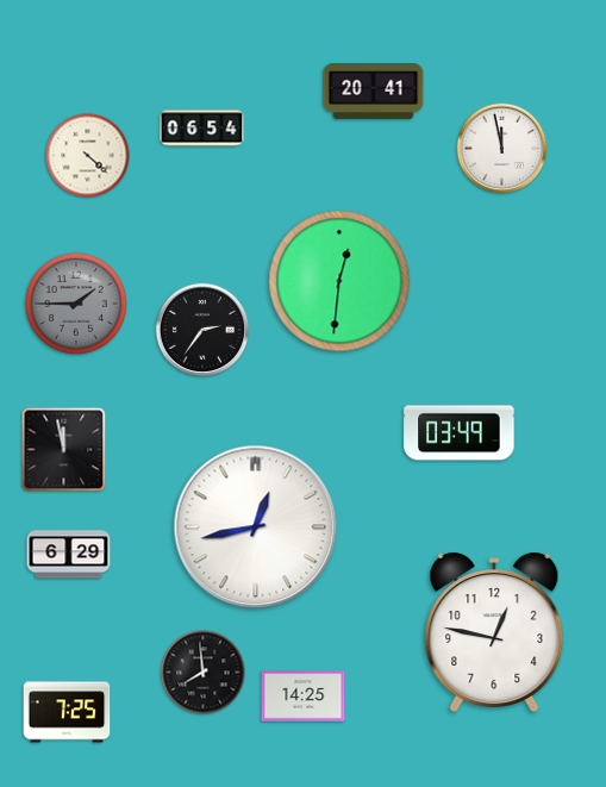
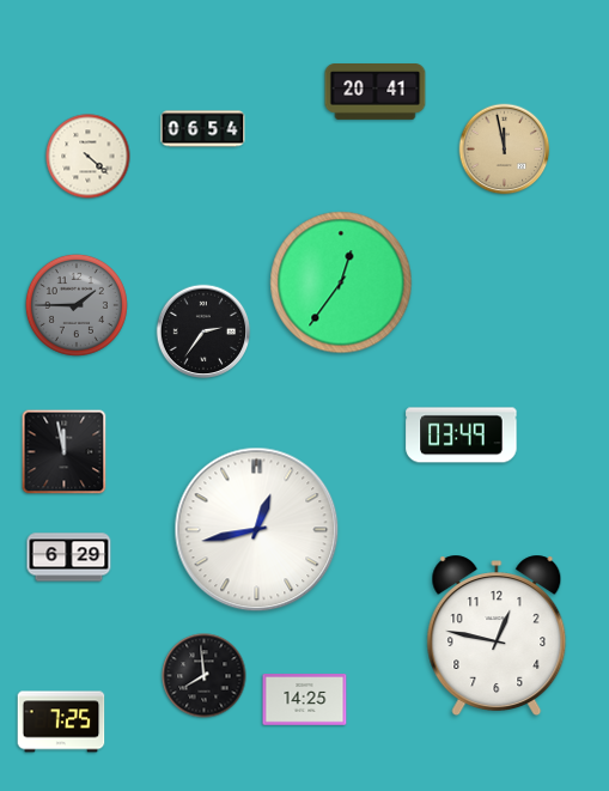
clock at (502, 149) dial: white -> champagne
clock at (339, 281): 12:31 -> 12:36
clock at (67, 712) position: (67, 712) -> (61, 722)
